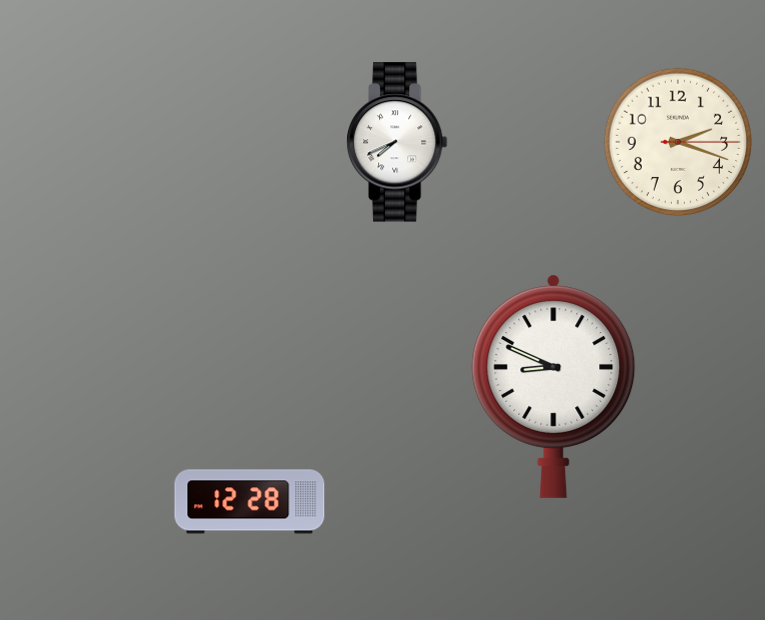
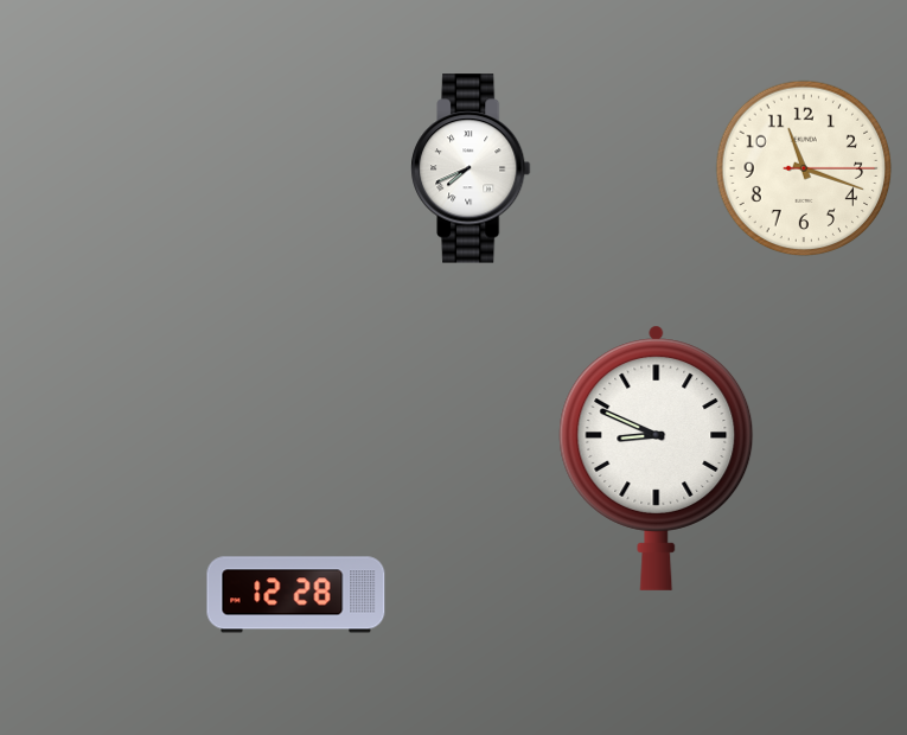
clock at (678, 142): 2:18 -> 11:18
